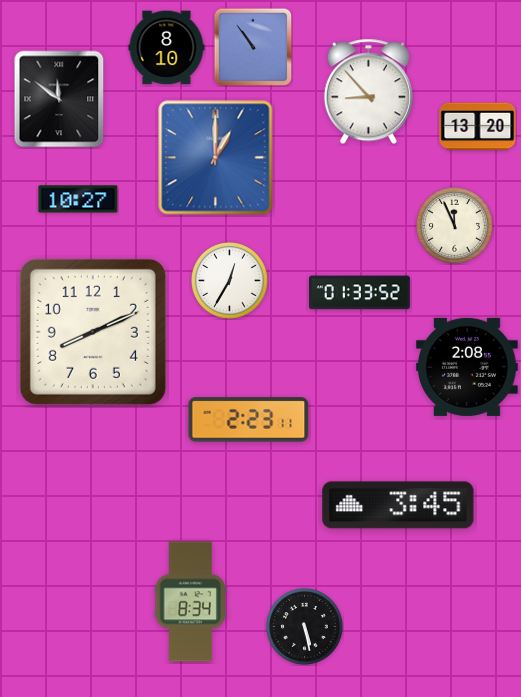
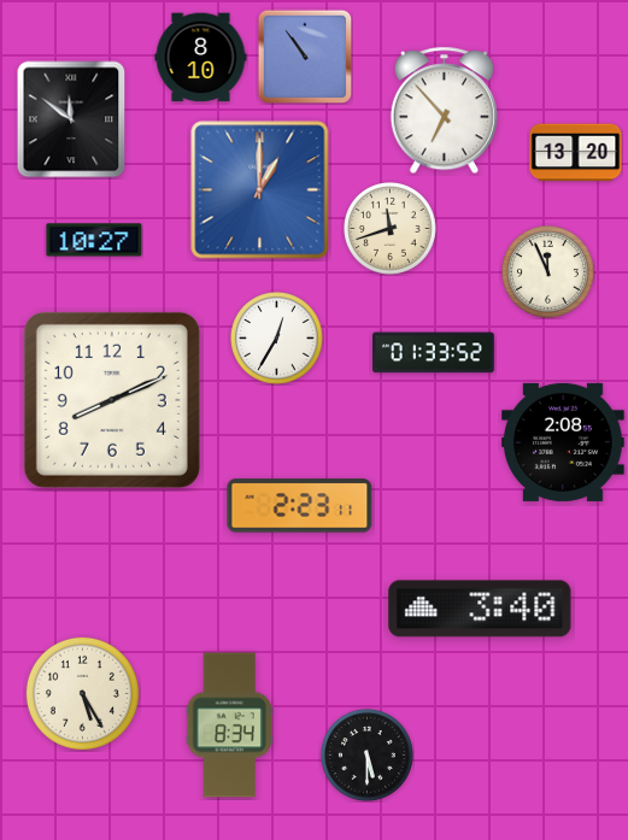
clock at (368, 92): 8:53 -> 6:53
clock at (391, 229): none -> 11:42
clock at (398, 505): 3:45 -> 3:40
clock at (82, 693): none -> 5:25
clock at (305, 627): 5:28 -> 5:30
